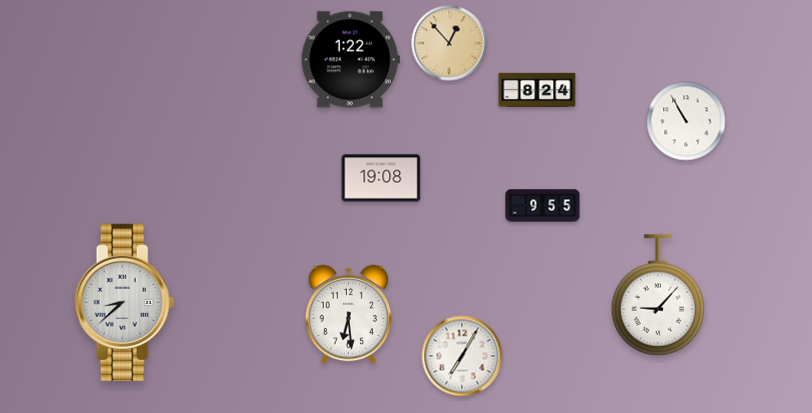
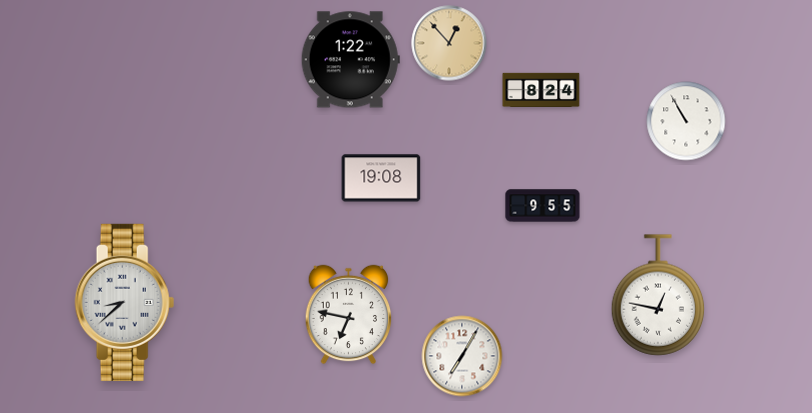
clock at (537, 89) position: (537, 89) -> (541, 89)
clock at (658, 295): 9:07 -> 12:47
clock at (349, 315): 6:29 -> 6:47
